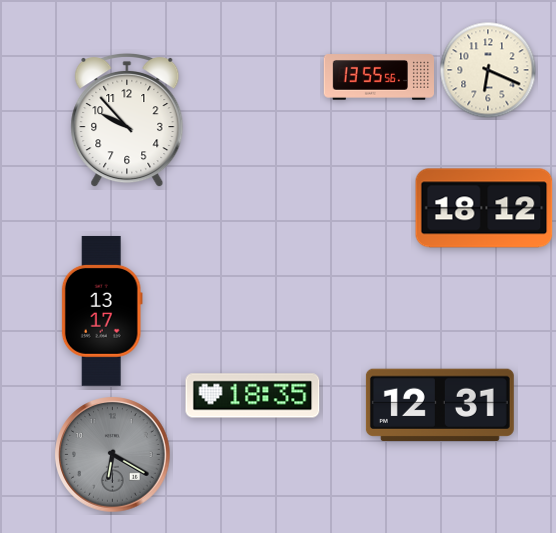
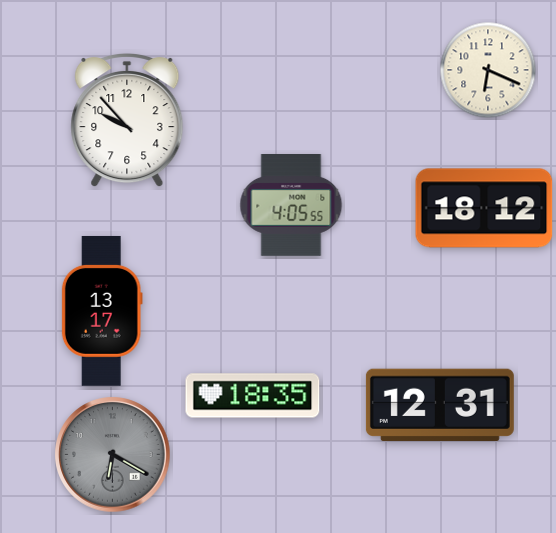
clock at (378, 77): 13:55 -> none
clock at (291, 206): none -> 4:05
